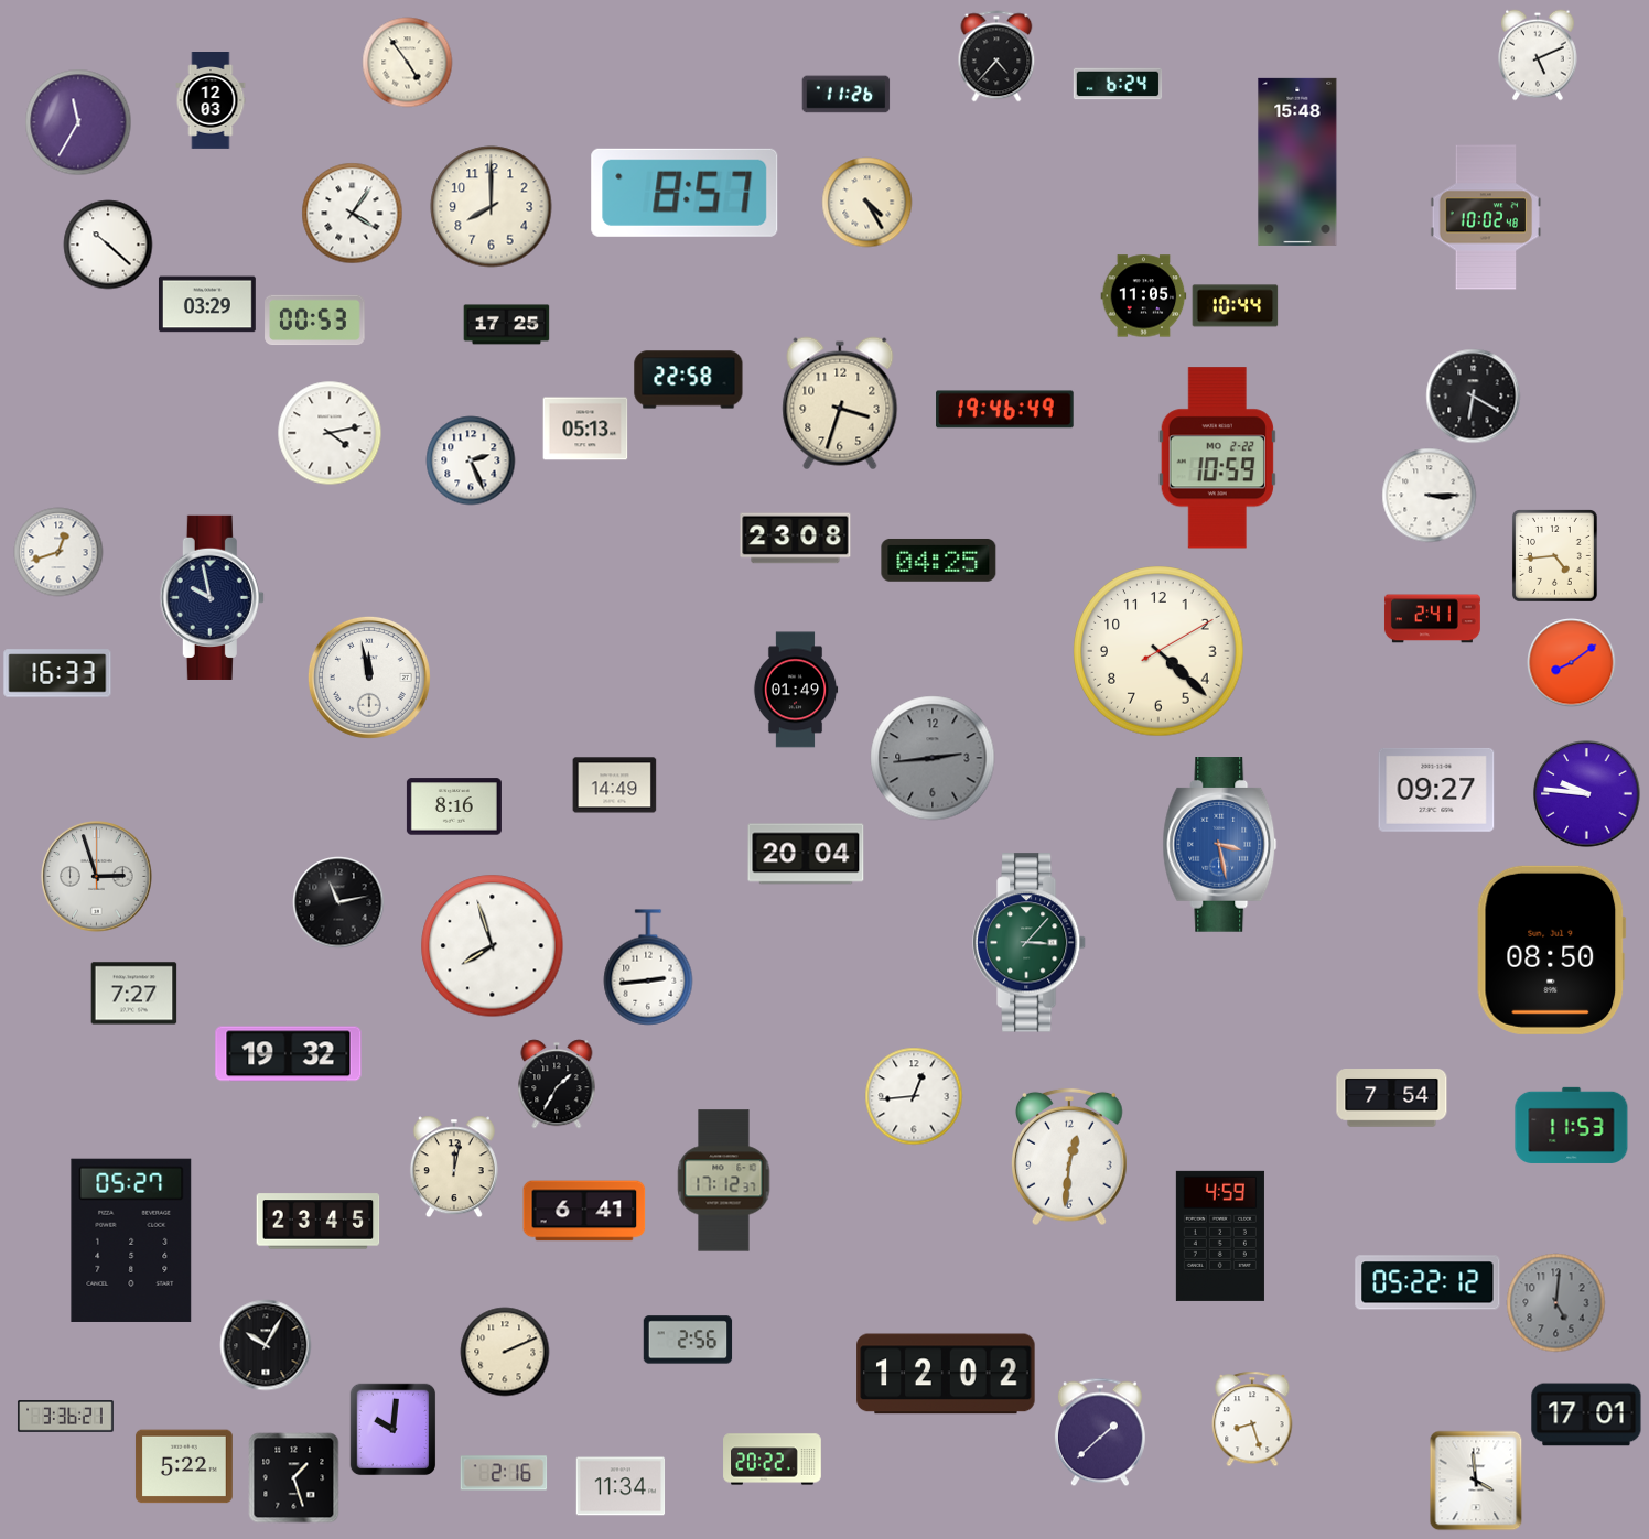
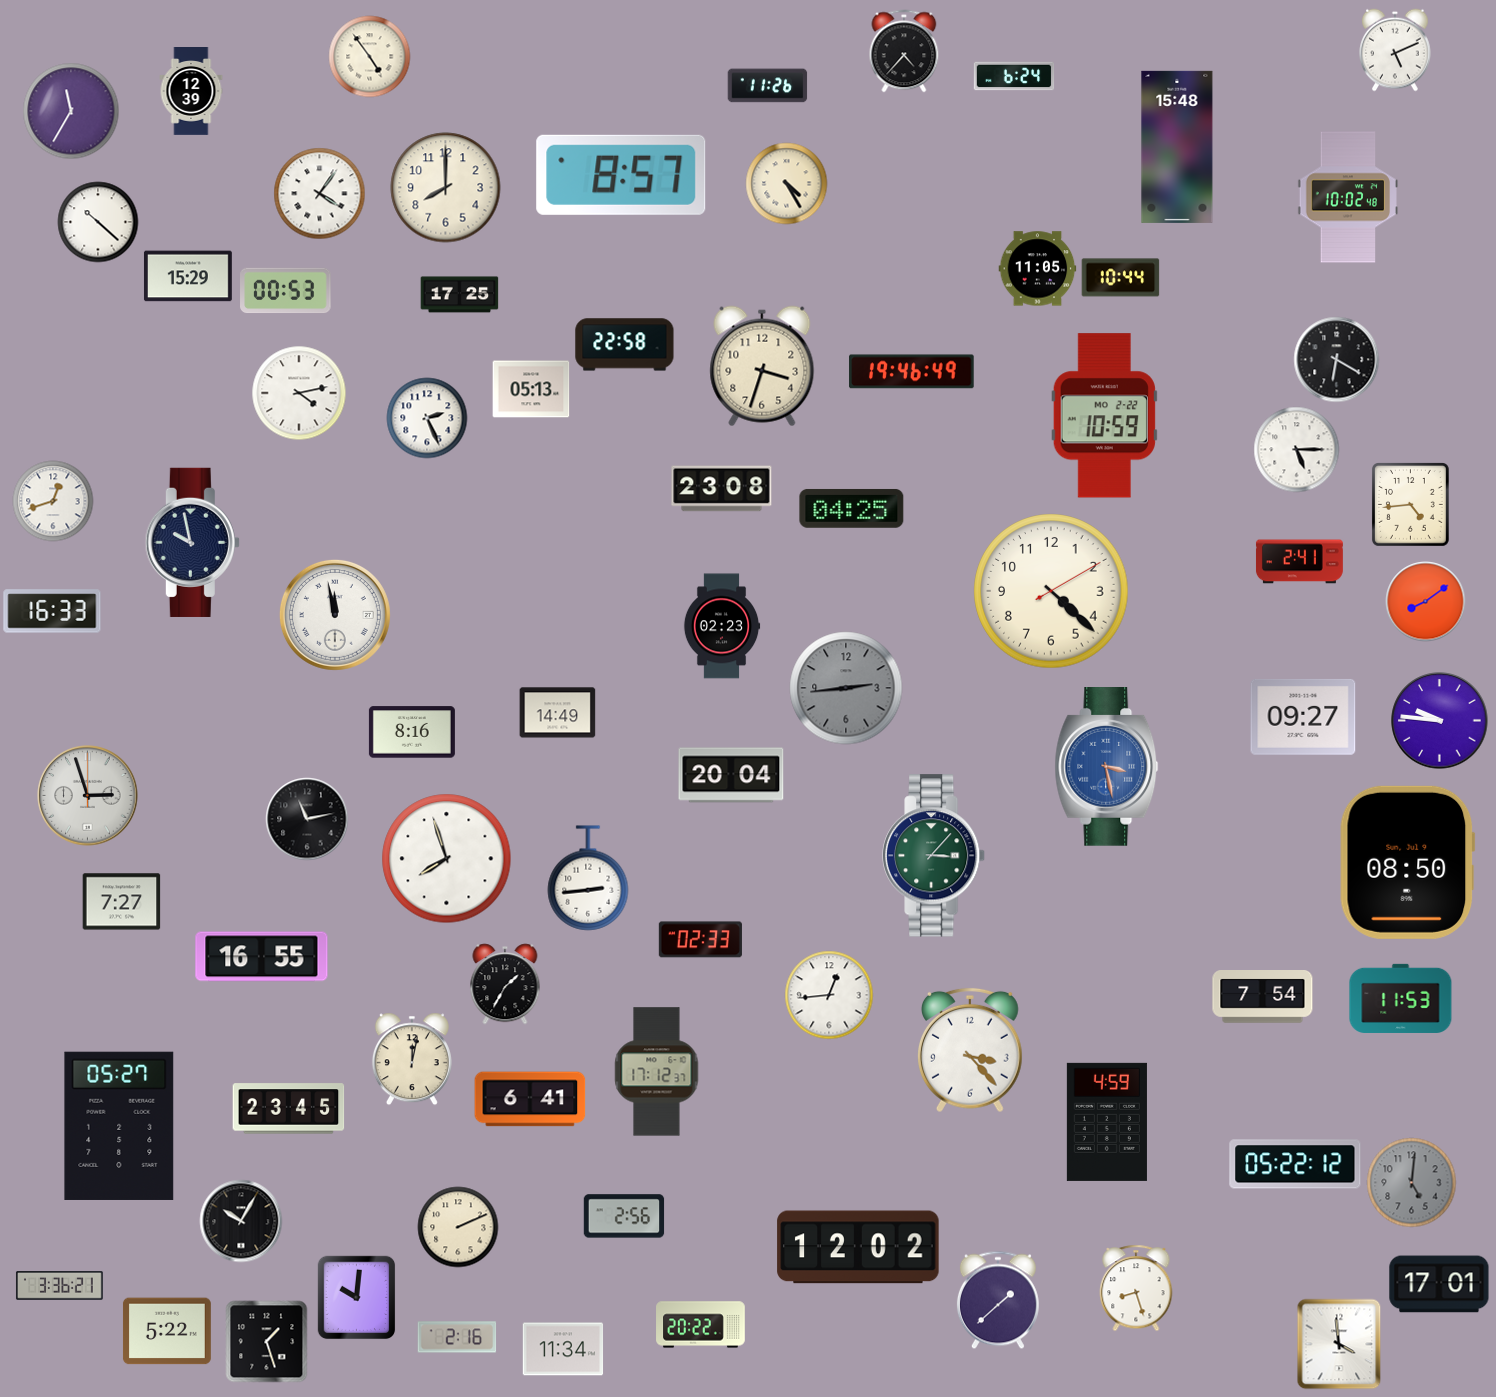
clock at (211, 101): 12:03 -> 12:39
clock at (207, 304): 03:29 -> 15:29
clock at (1430, 496): 3:15 -> 5:15
clock at (796, 690): 01:49 -> 02:23
clock at (700, 940): none -> 02:33
clock at (289, 1054): 19:32 -> 16:55
clock at (1572, 1125) position: (1572, 1125) -> (1401, 998)
clock at (1070, 1157): 12:31 -> 3:23
